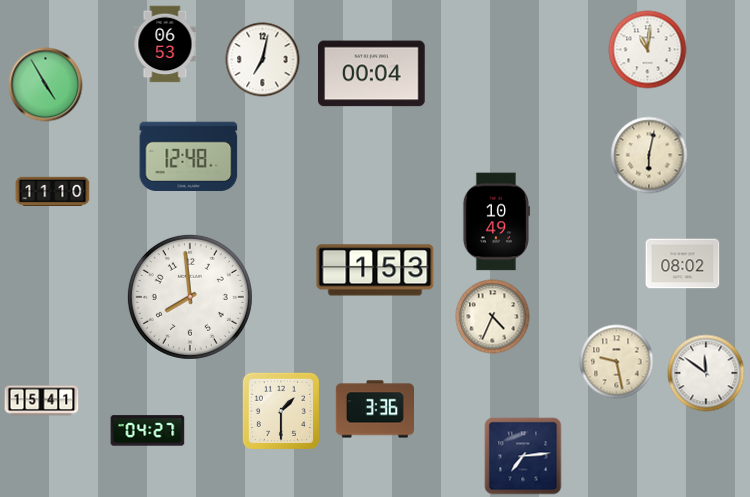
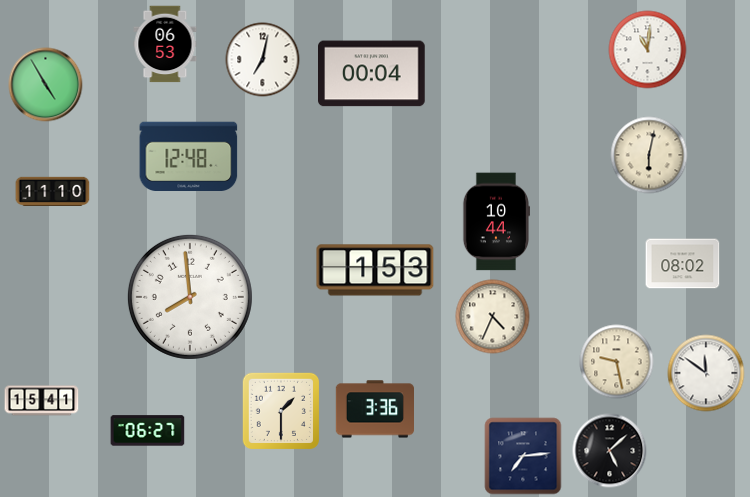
clock at (495, 222): 10:49 -> 10:44
clock at (148, 431): 04:27 -> 06:27
clock at (610, 451): none -> 5:08
